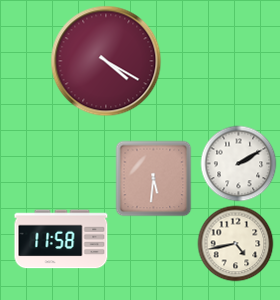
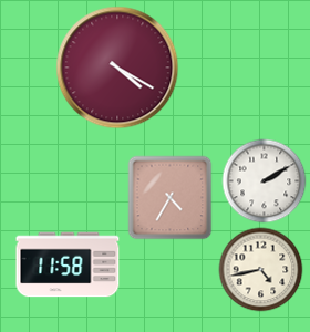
clock at (154, 179): 5:31 -> 4:35
